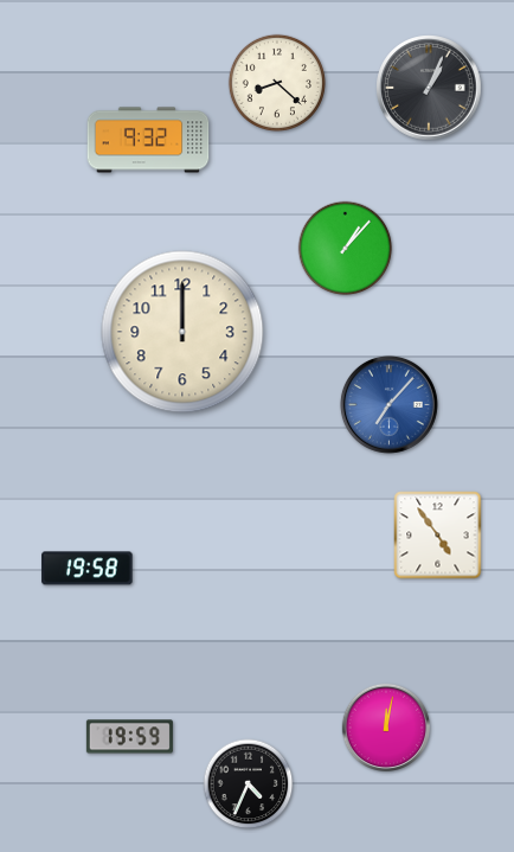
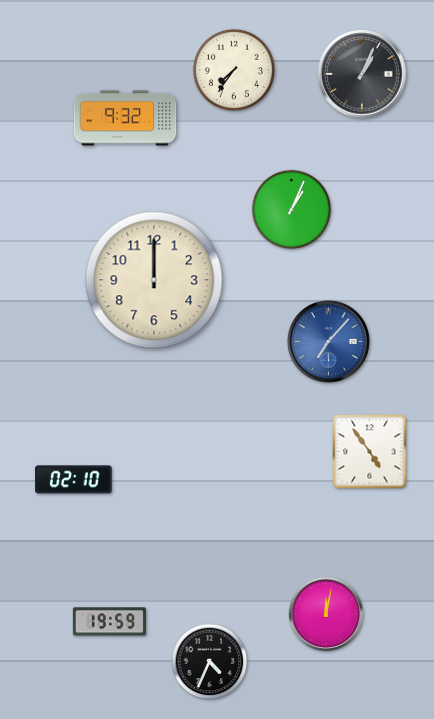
clock at (277, 83): 8:22 -> 7:36
clock at (346, 249): 1:07 -> 1:04
clock at (88, 569): 19:58 -> 02:10
